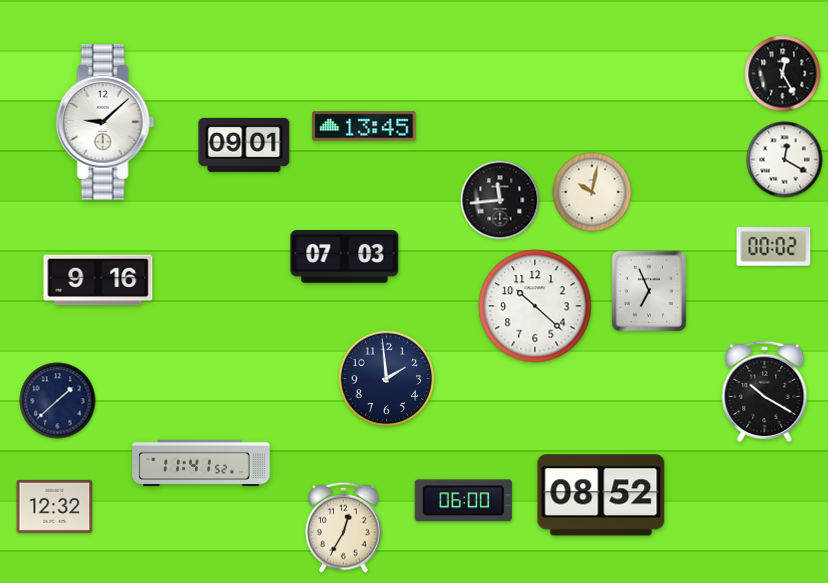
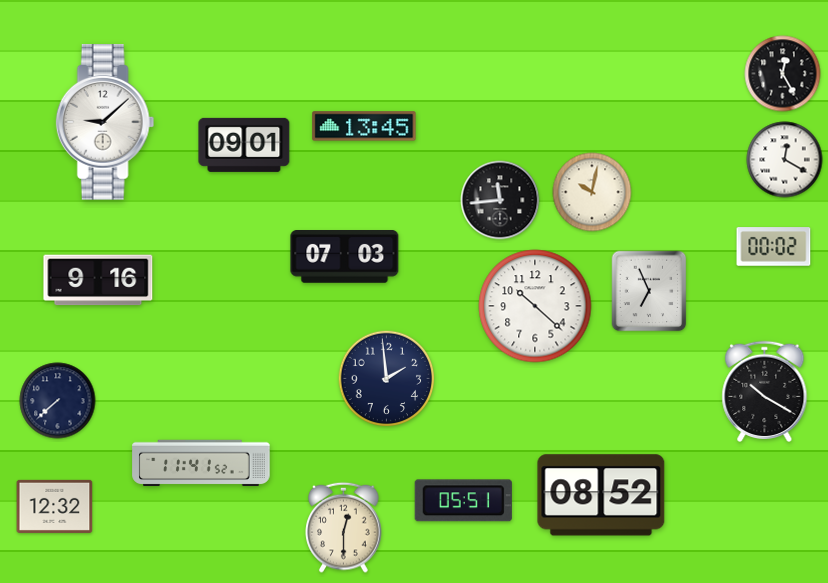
clock at (58, 401): 1:38 -> 7:38
clock at (463, 501): 06:00 -> 05:51
clock at (344, 527): 12:35 -> 12:30
